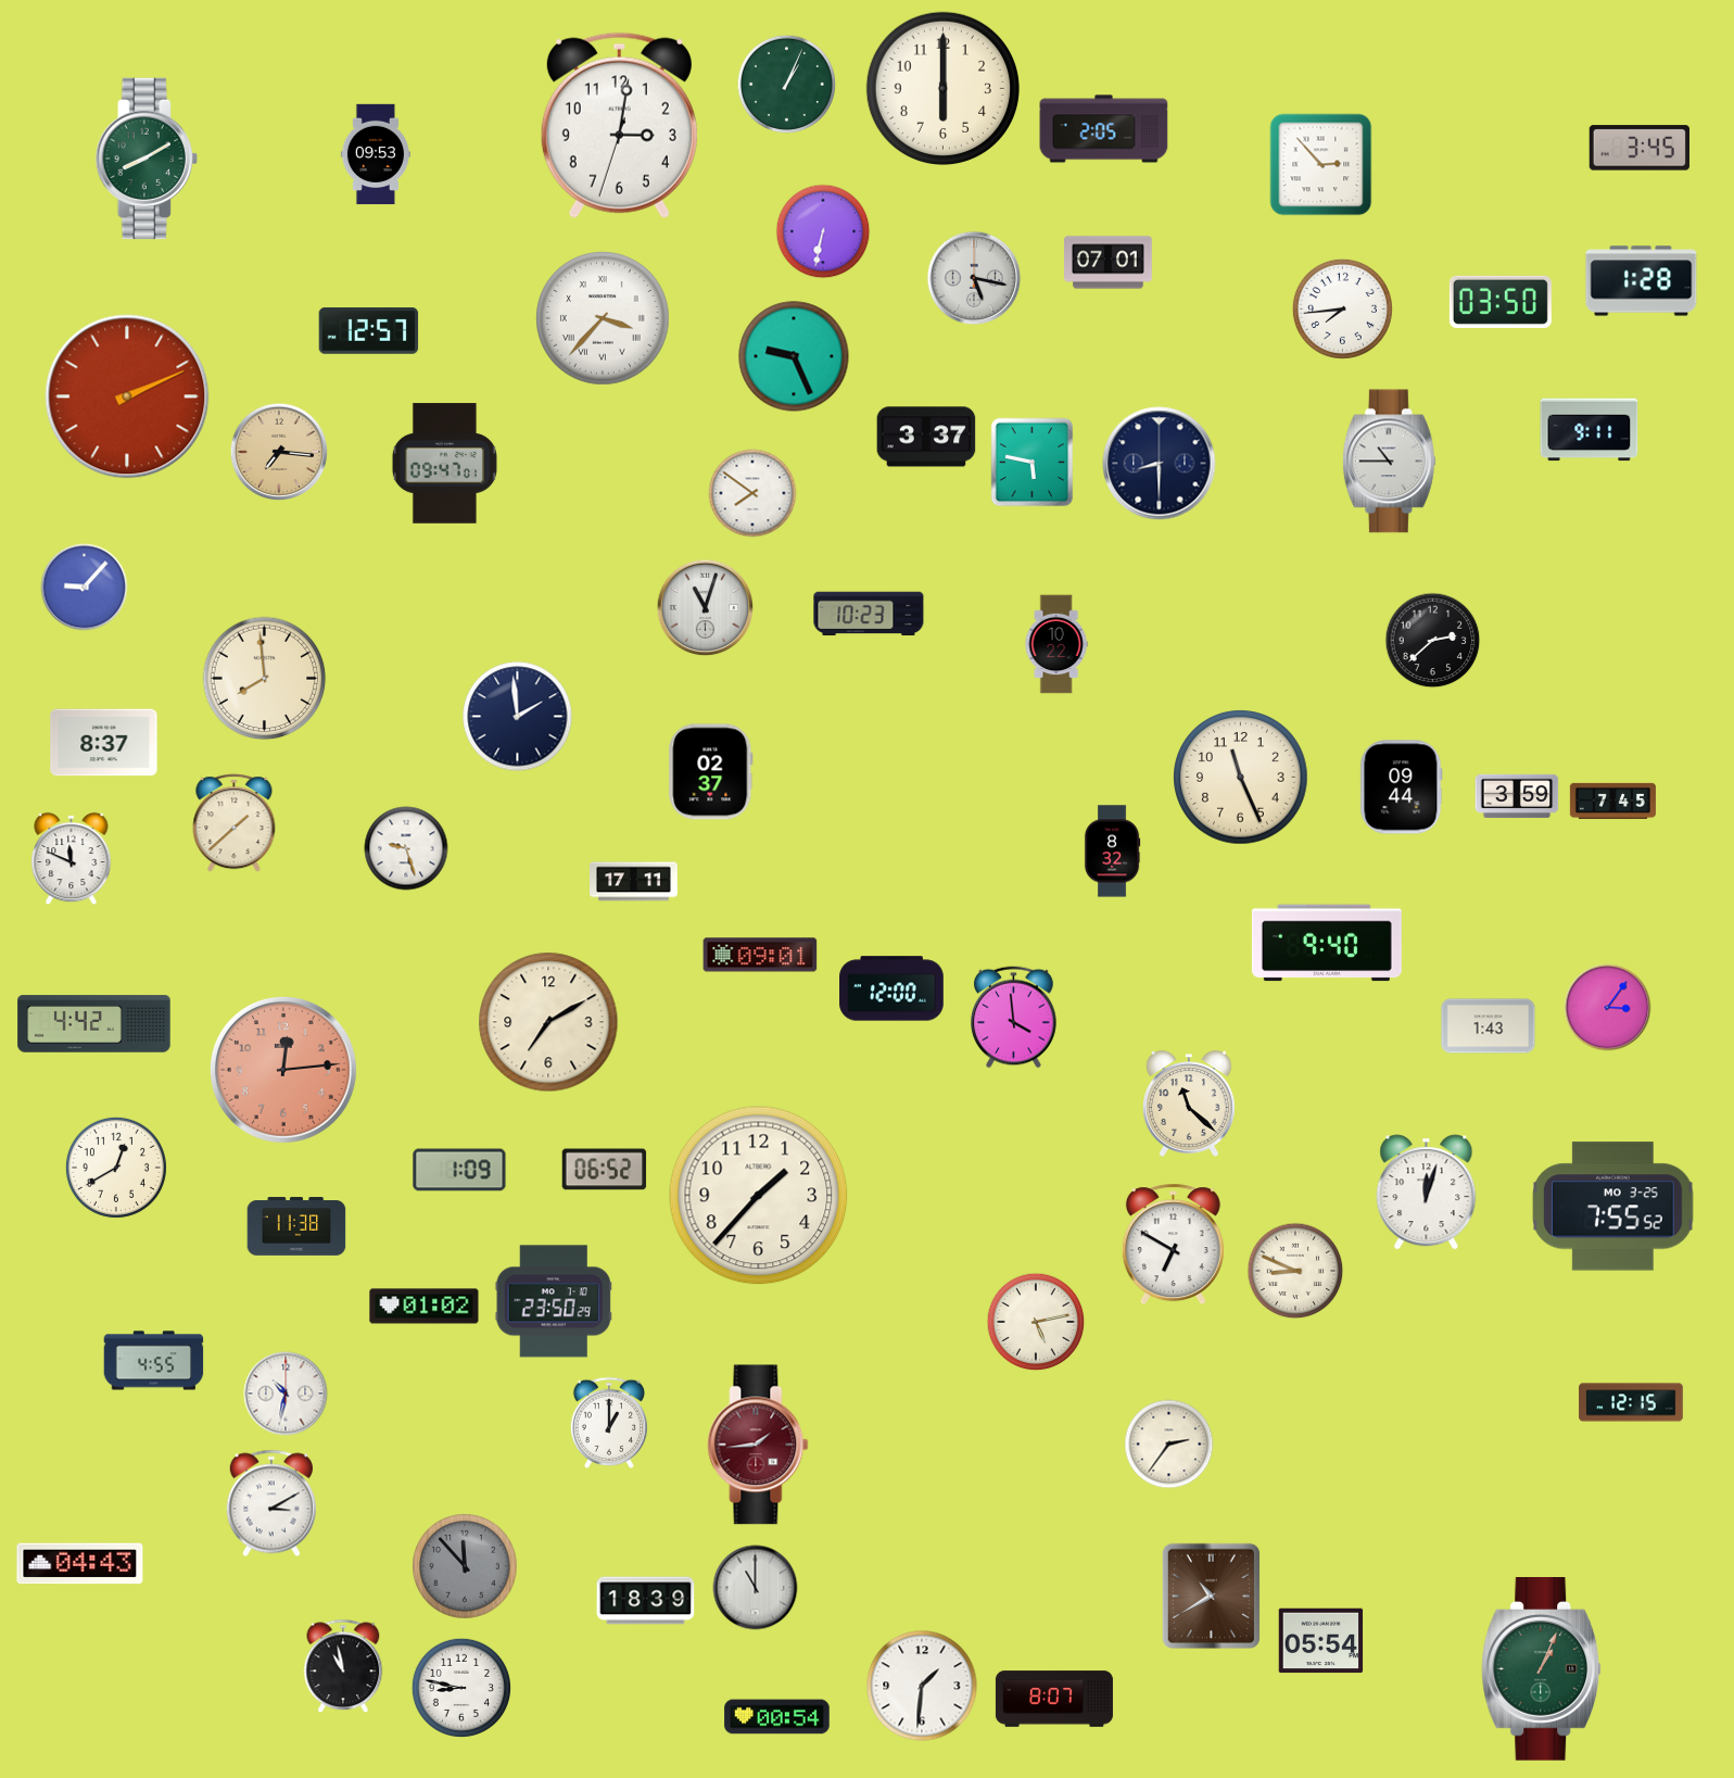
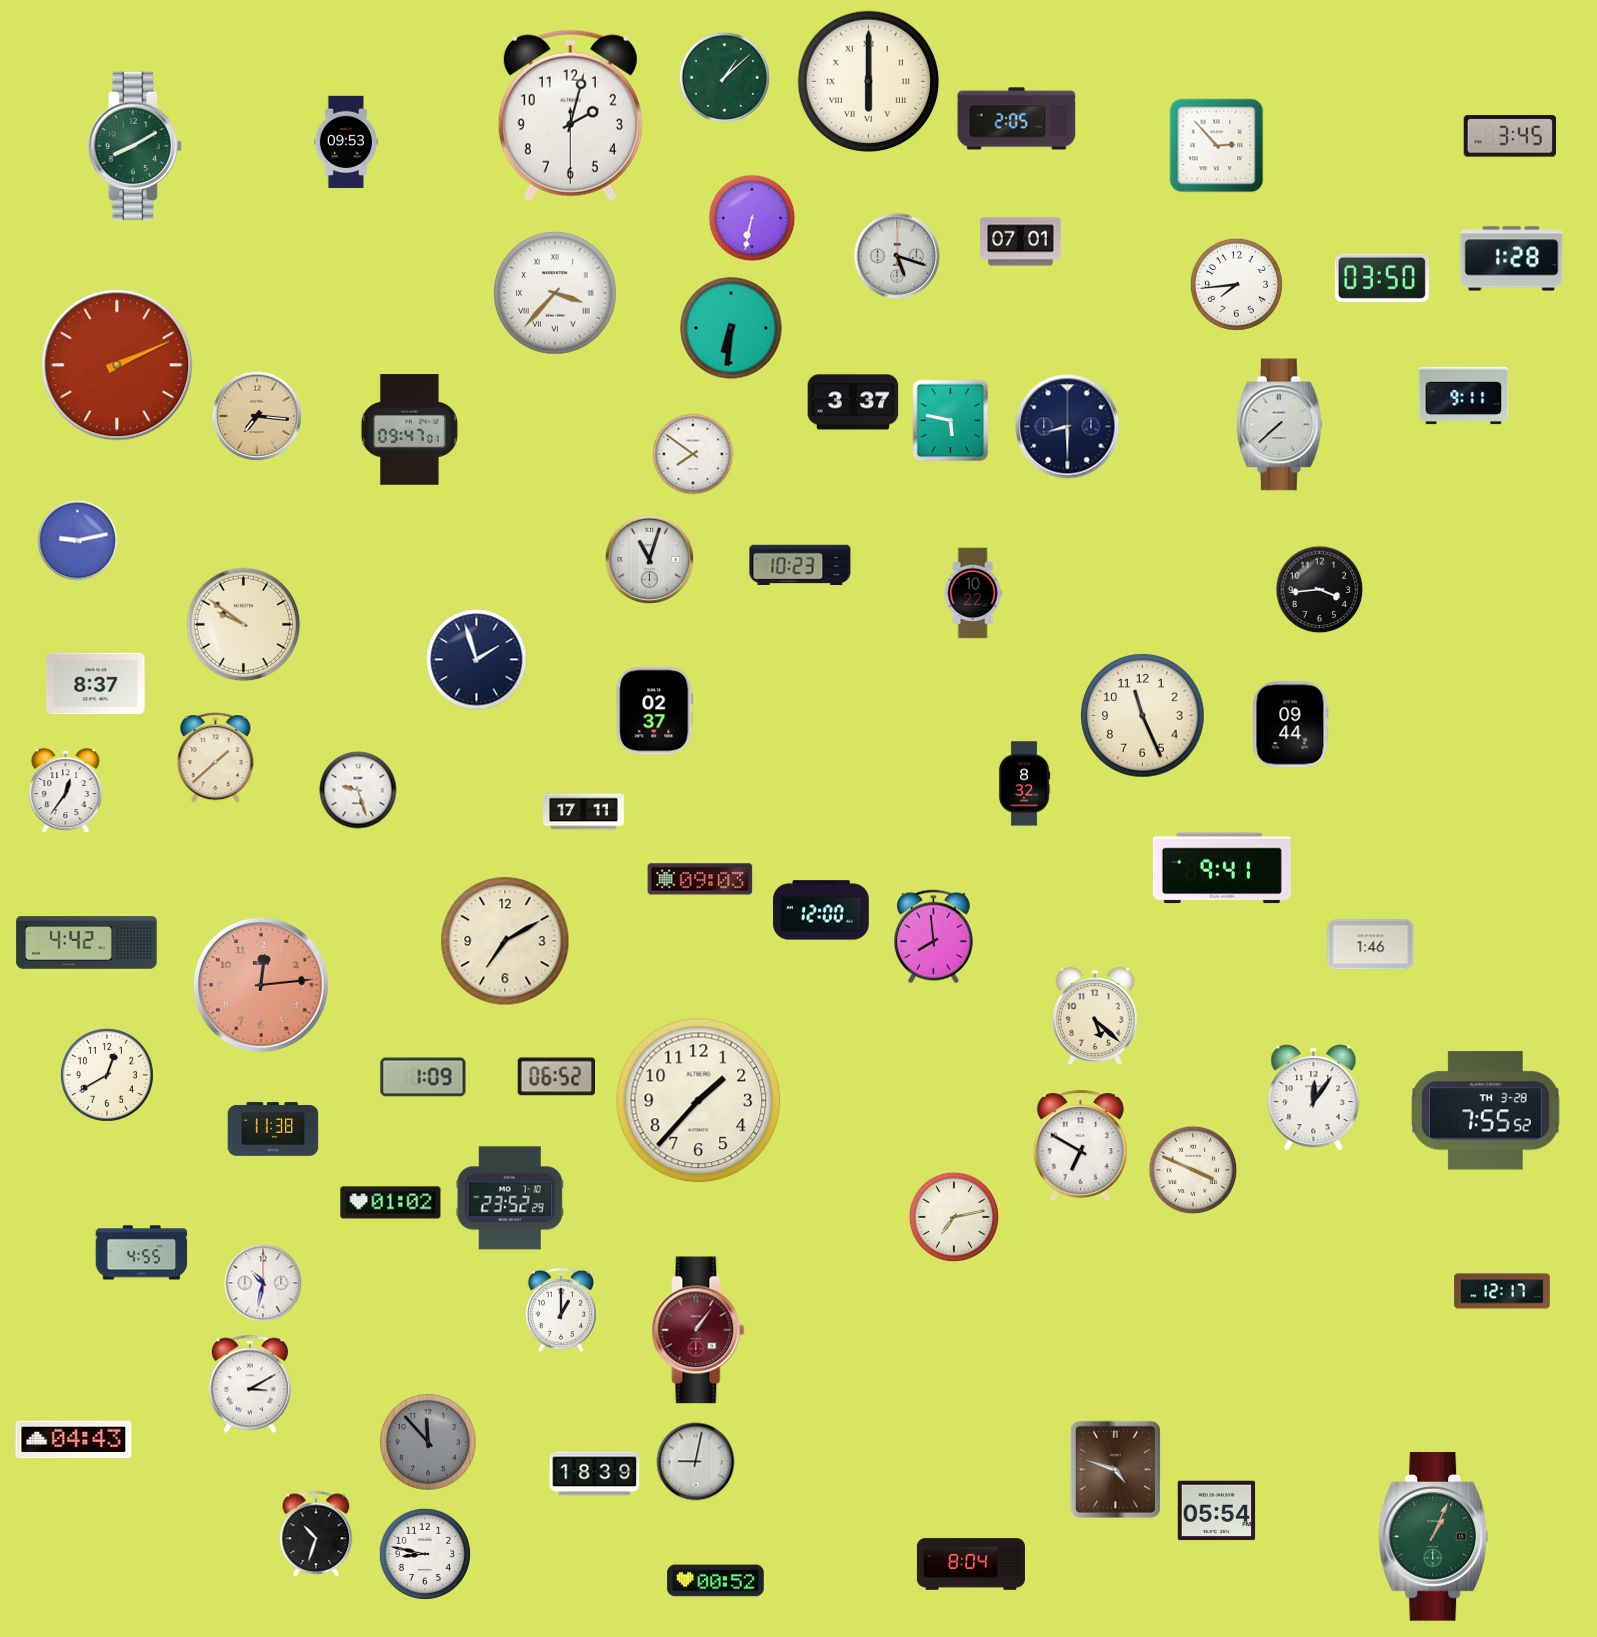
clock at (786, 84): 1:04 -> 1:08
clock at (942, 88) numerals: Arabic -> Roman
clock at (619, 125): 3:01 -> 2:02
clock at (1321, 165) position: (1321, 165) -> (1217, 146)
clock at (823, 231) position: (823, 231) -> (752, 218)
clock at (974, 278): 5:17 -> 5:18
clock at (369, 331): 12:57 -> none
clock at (794, 356): 9:26 -> 6:31
clock at (1389, 462): 10:45 -> 7:38
clock at (1033, 463) position: (1033, 463) -> (951, 421)
clock at (444, 464) position: (444, 464) -> (409, 430)
clock at (85, 588): 9:07 -> 9:13
clock at (1433, 641): 2:38 -> 3:44
clock at (265, 679): 7:59 -> 9:51
clock at (518, 717): 1:59 -> 1:57
clock at (1517, 796): 3:59 -> none
clock at (1612, 800): 7:45 -> none
clock at (406, 848) position: (406, 848) -> (358, 790)
clock at (72, 859): 11:49 -> 12:36
clock at (1327, 943): 9:40 -> 9:41
clock at (760, 955): 09:01 -> 09:03
clock at (1608, 1008): 3:06 -> none
clock at (1014, 1018): 3:59 -> 7:59
clock at (1489, 1026): 1:43 -> 1:46
clock at (1189, 1104): 11:22 -> 5:22
clock at (1427, 1193): 12:03 -> 12:06
clock at (1613, 1207) date: MO 3-25 -> TH 3-28
clock at (1295, 1271): 8:49 -> 3:49
clock at (554, 1301): 23:50 -> 23:52
clock at (1036, 1322): 5:13 -> 7:13
clock at (1631, 1402): 12:15 -> 12:17
clock at (758, 1445): 1:44 -> 1:06
clock at (1169, 1445): 2:36 -> none
clock at (756, 1588): 11:00 -> 9:02
clock at (1211, 1596): 10:40 -> 4:48
clock at (343, 1666): 10:58 -> 10:33
clock at (1542, 1669) position: (1542, 1669) -> (1434, 1537)
clock at (922, 1686): 1:31 -> none
clock at (1054, 1699): 8:07 -> 8:04
clock at (777, 1717): 00:54 -> 00:52
